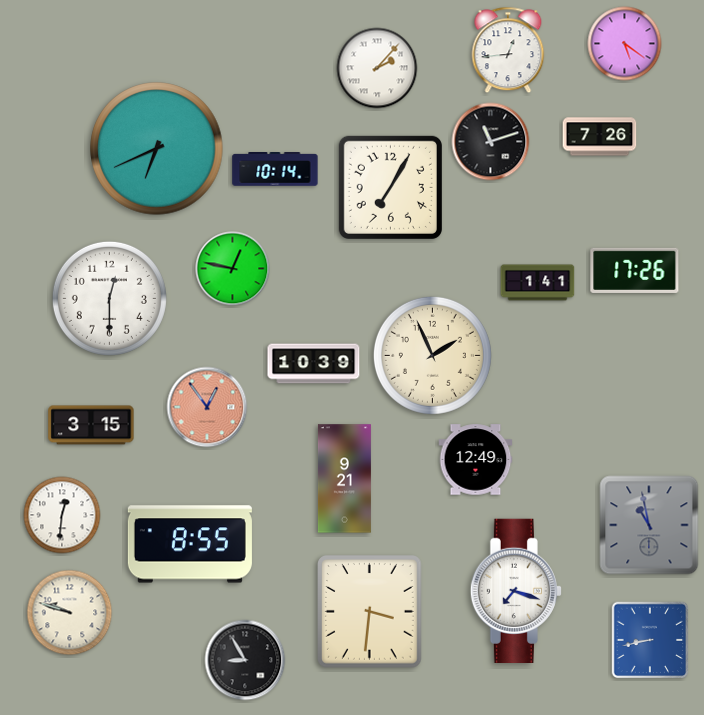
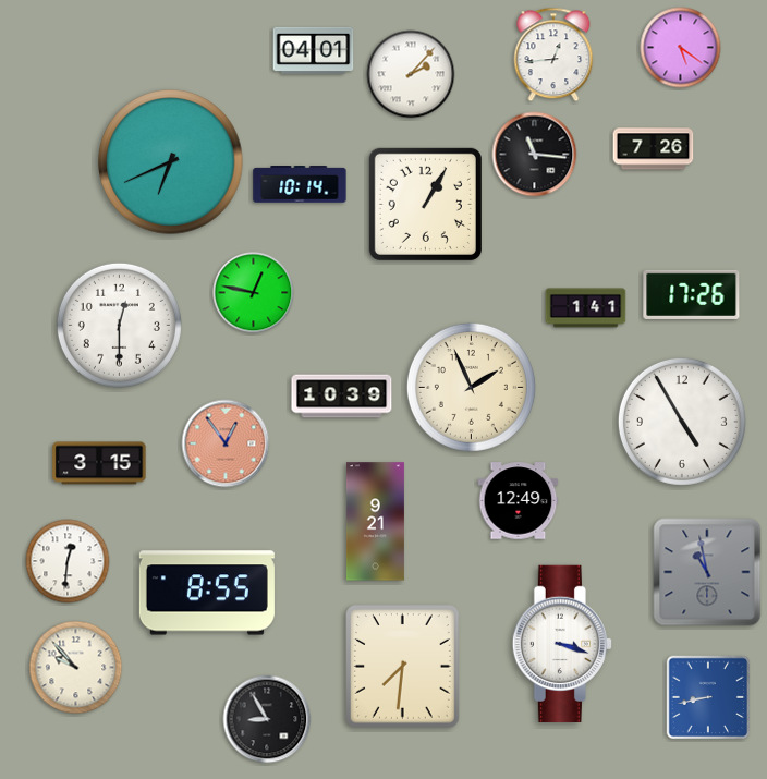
clock at (314, 50): none -> 04:01
clock at (491, 142): 11:12 -> 11:16
clock at (390, 187): 7:05 -> 1:05
clock at (682, 422): none -> 4:55
clock at (516, 590): 7:18 -> 3:18
clock at (370, 612): 3:31 -> 7:31
clock at (70, 613): 9:48 -> 9:53
